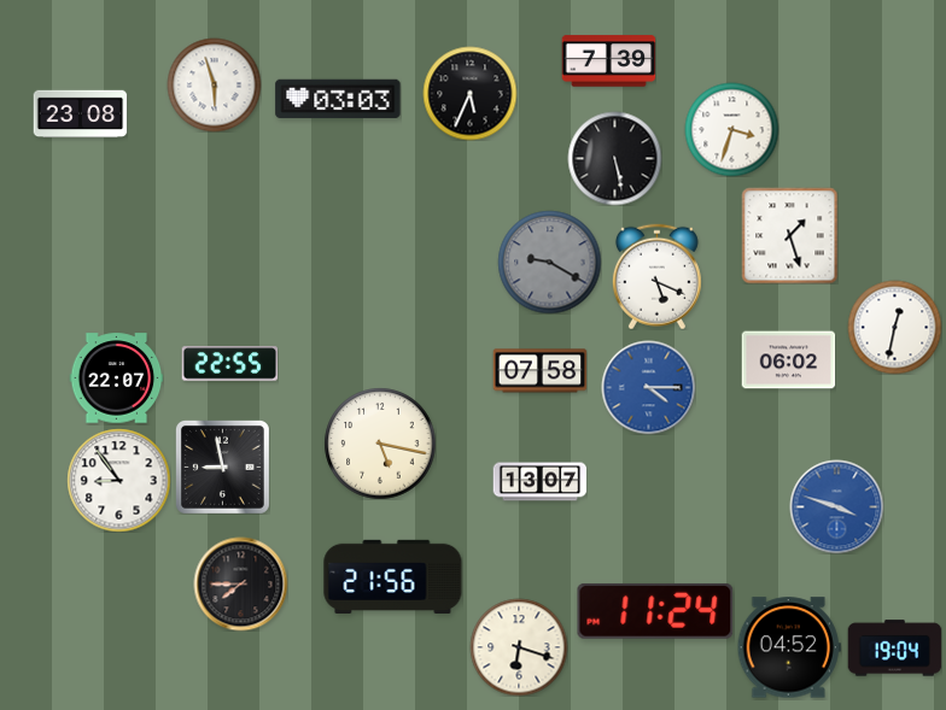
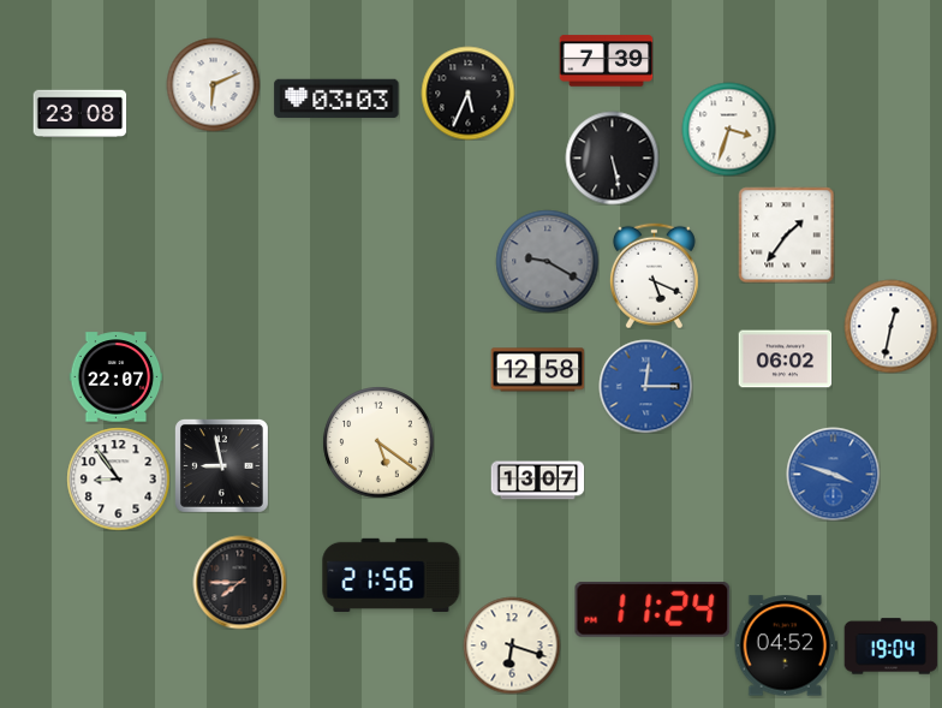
clock at (214, 84): 5:57 -> 6:11
clock at (789, 235): 1:27 -> 1:36
clock at (229, 364): 22:55 -> none
clock at (539, 371): 07:58 -> 12:58
clock at (648, 387): 4:15 -> 12:15
clock at (380, 444): 5:17 -> 5:21
clock at (836, 506) position: (836, 506) -> (833, 474)
clock at (519, 647) position: (519, 647) -> (512, 645)
